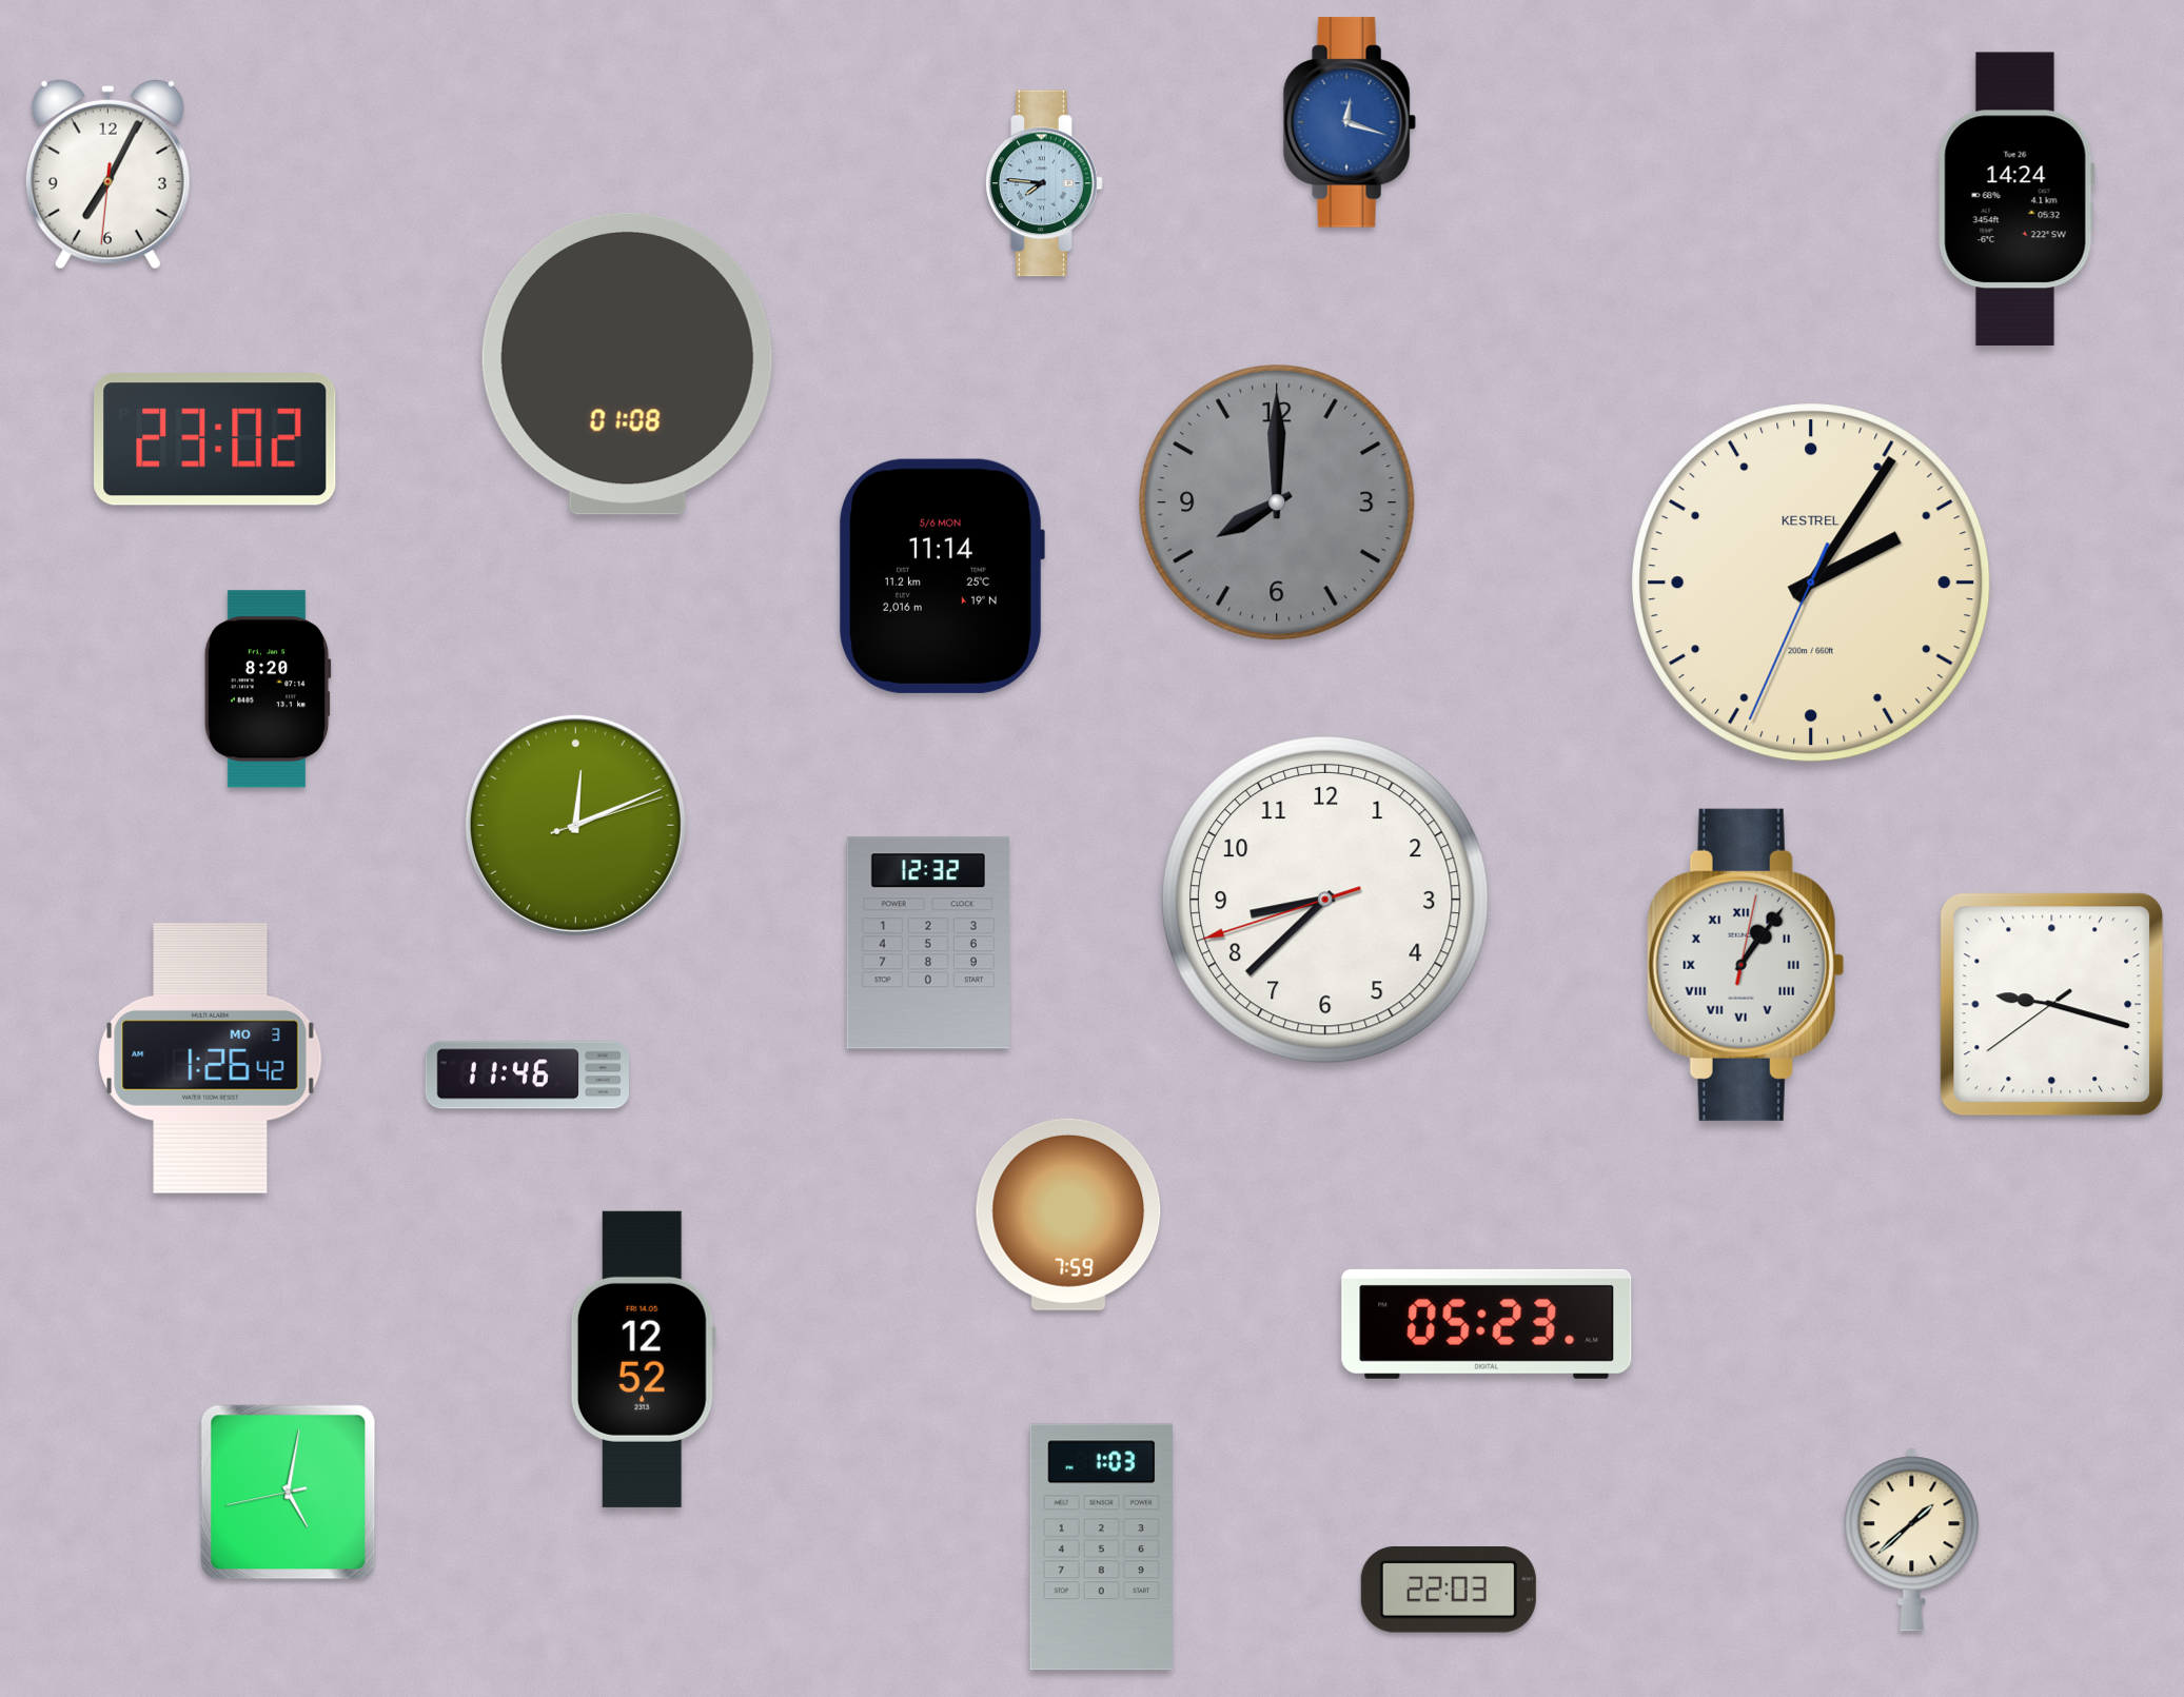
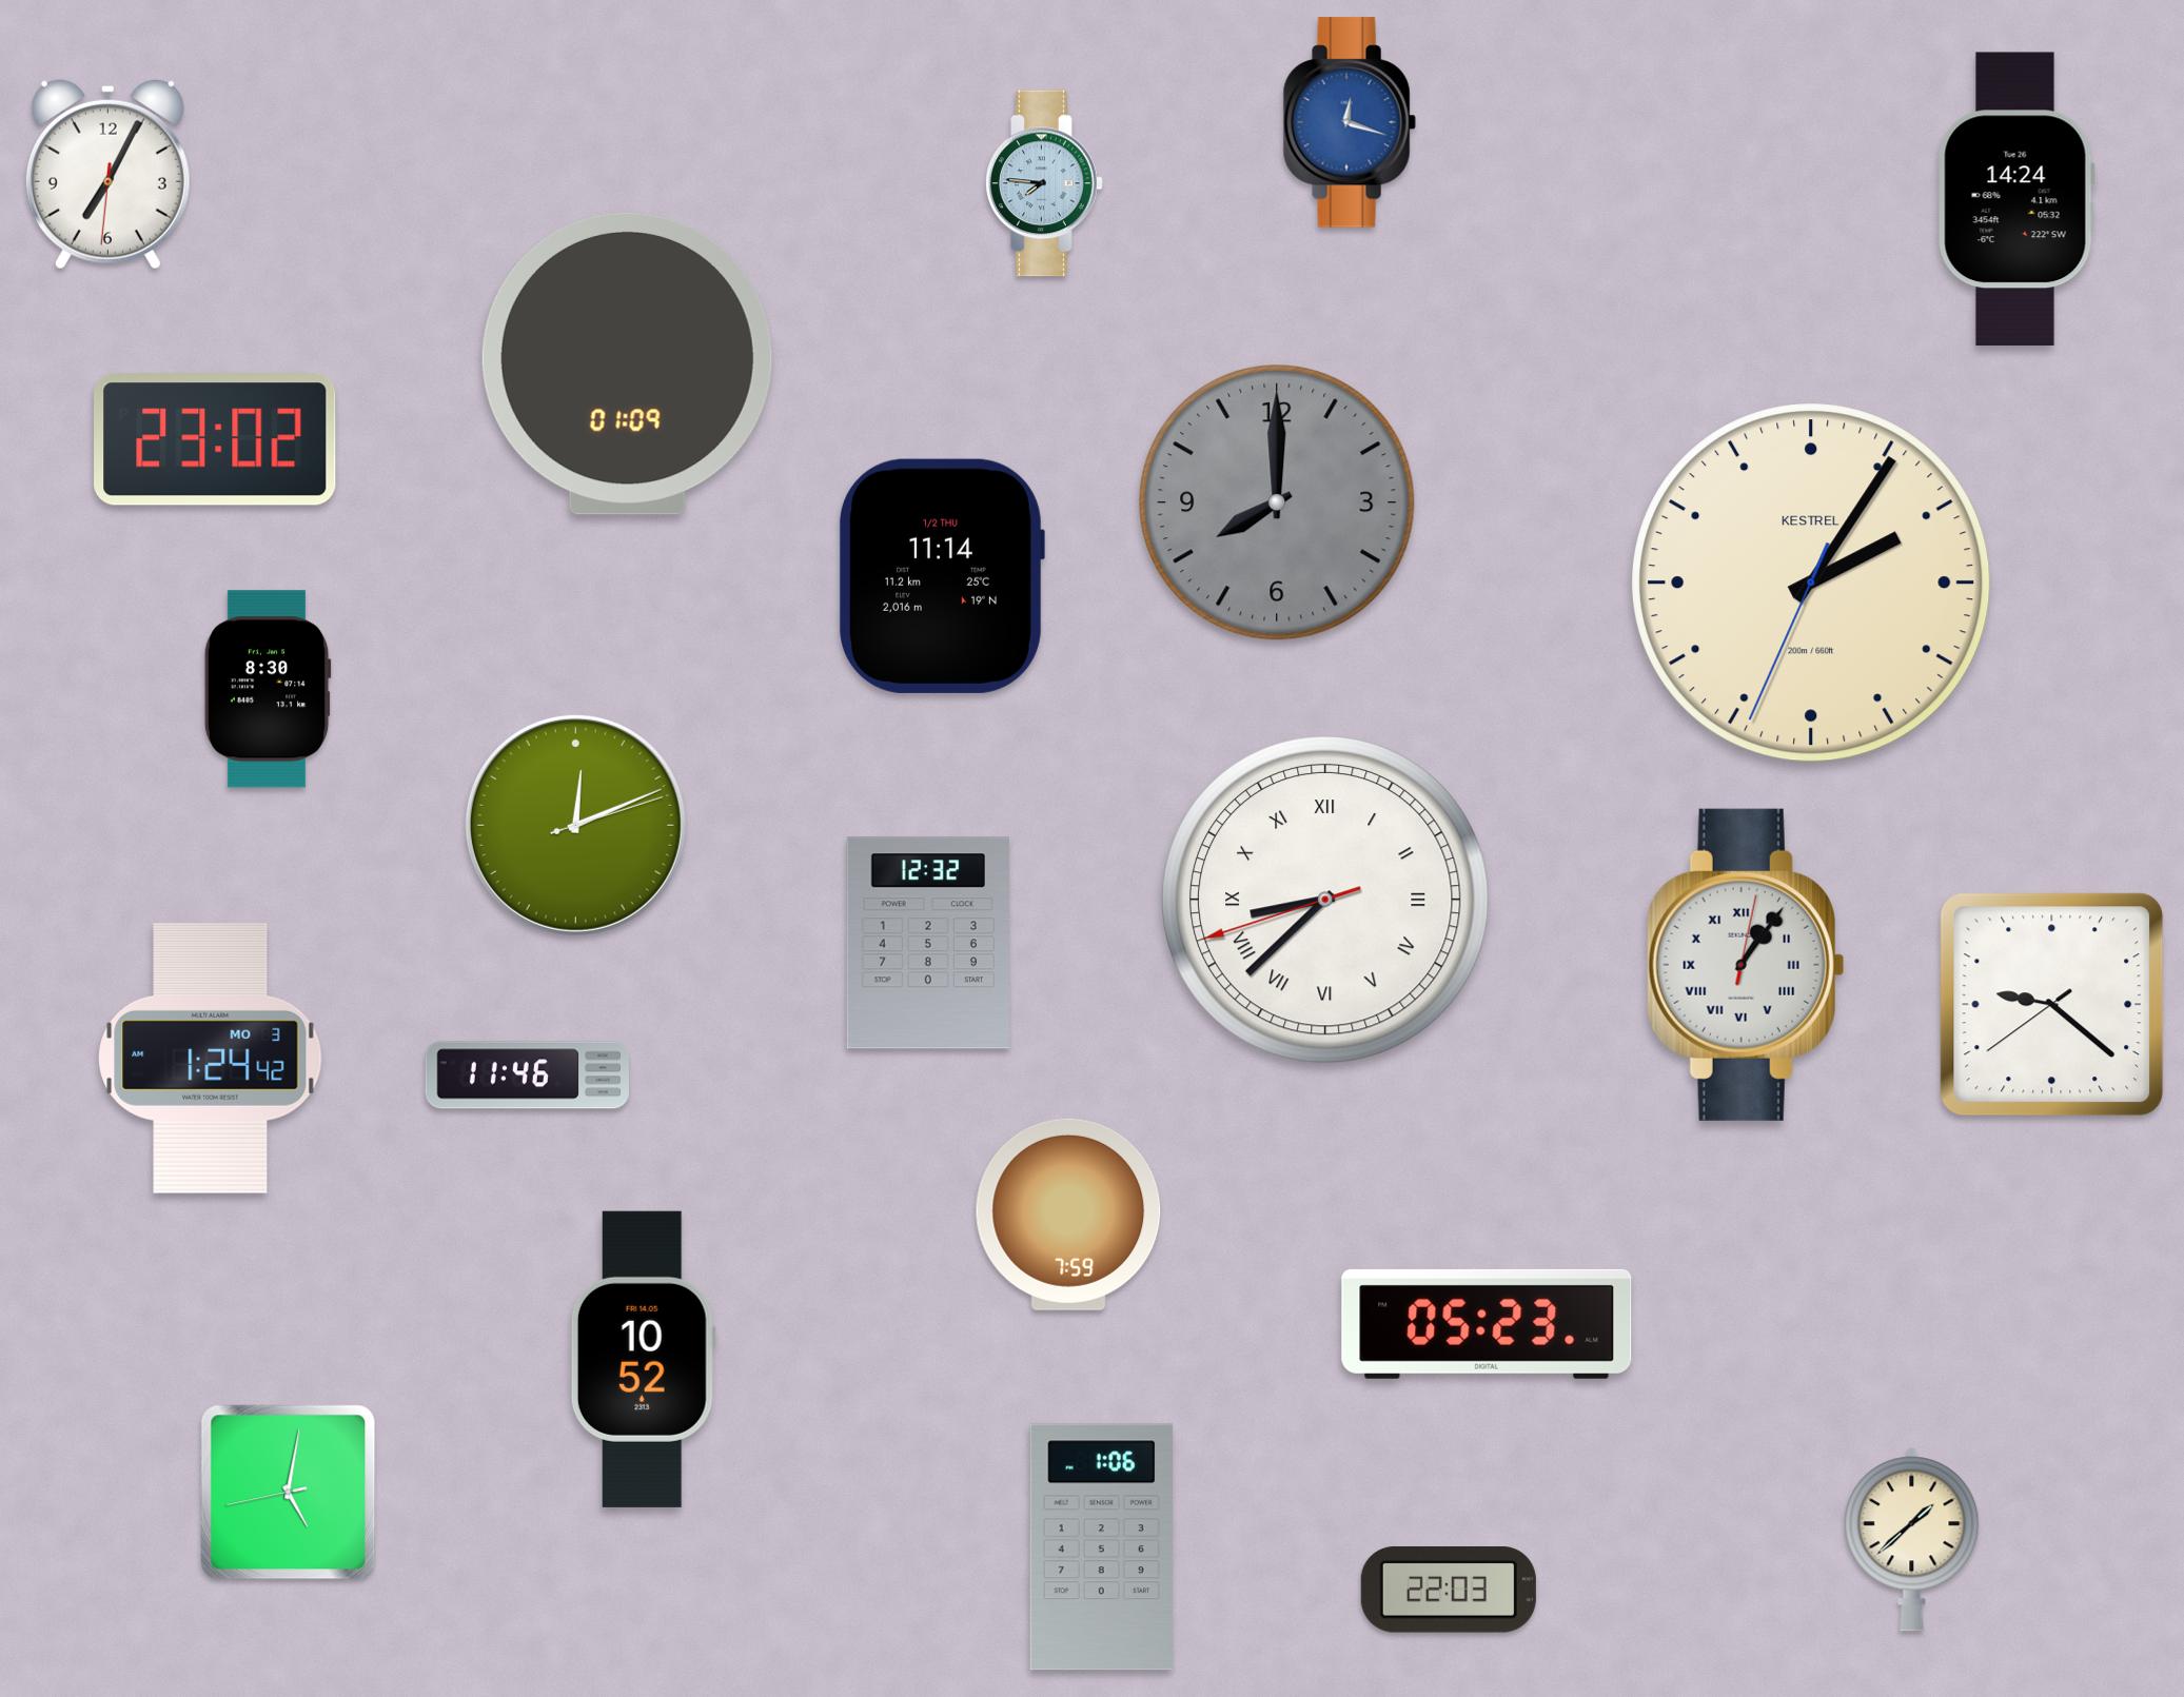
clock at (627, 363): 01:08 -> 01:09
clock at (942, 576) date: 5/6 MON -> 1/2 THU
clock at (268, 689): 8:20 -> 8:30
clock at (1325, 900) numerals: Arabic -> Roman
clock at (2052, 1005): 9:17 -> 9:21
clock at (211, 1059): 1:26 -> 1:24
clock at (643, 1359): 12:52 -> 10:52
clock at (1101, 1547): 1:03 -> 1:06
